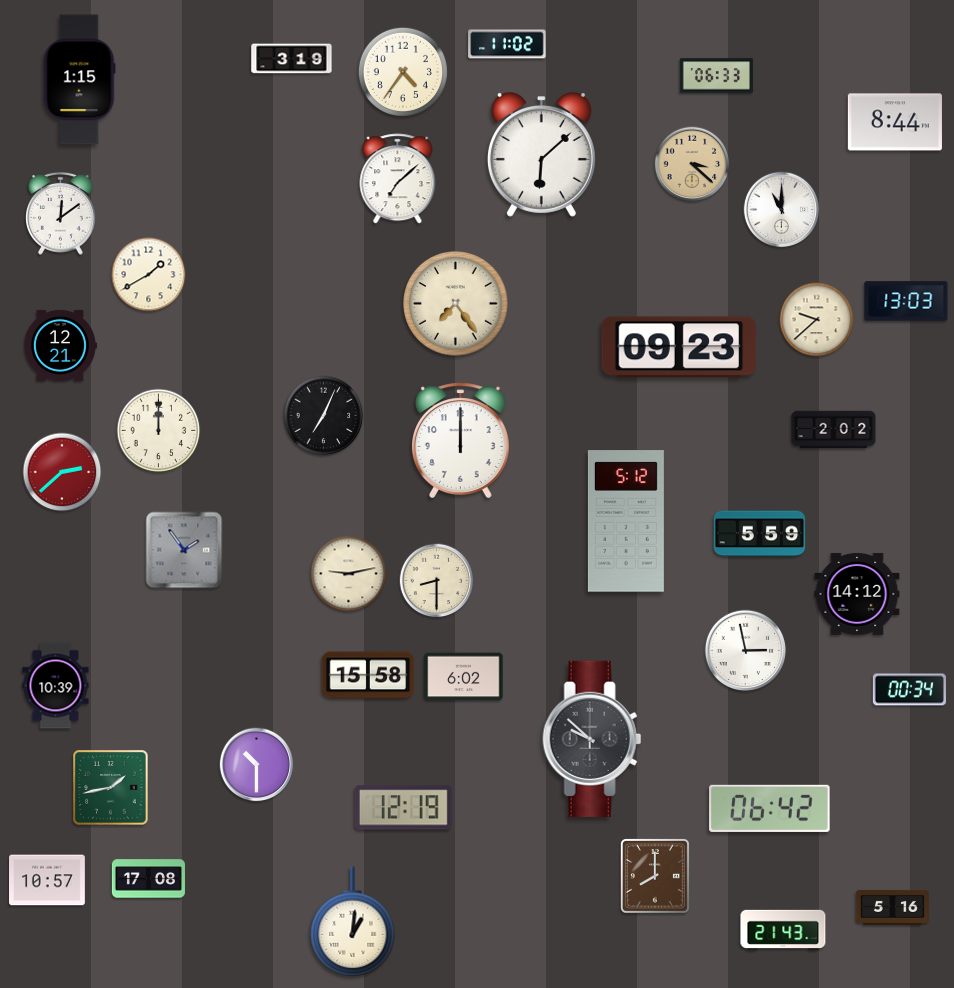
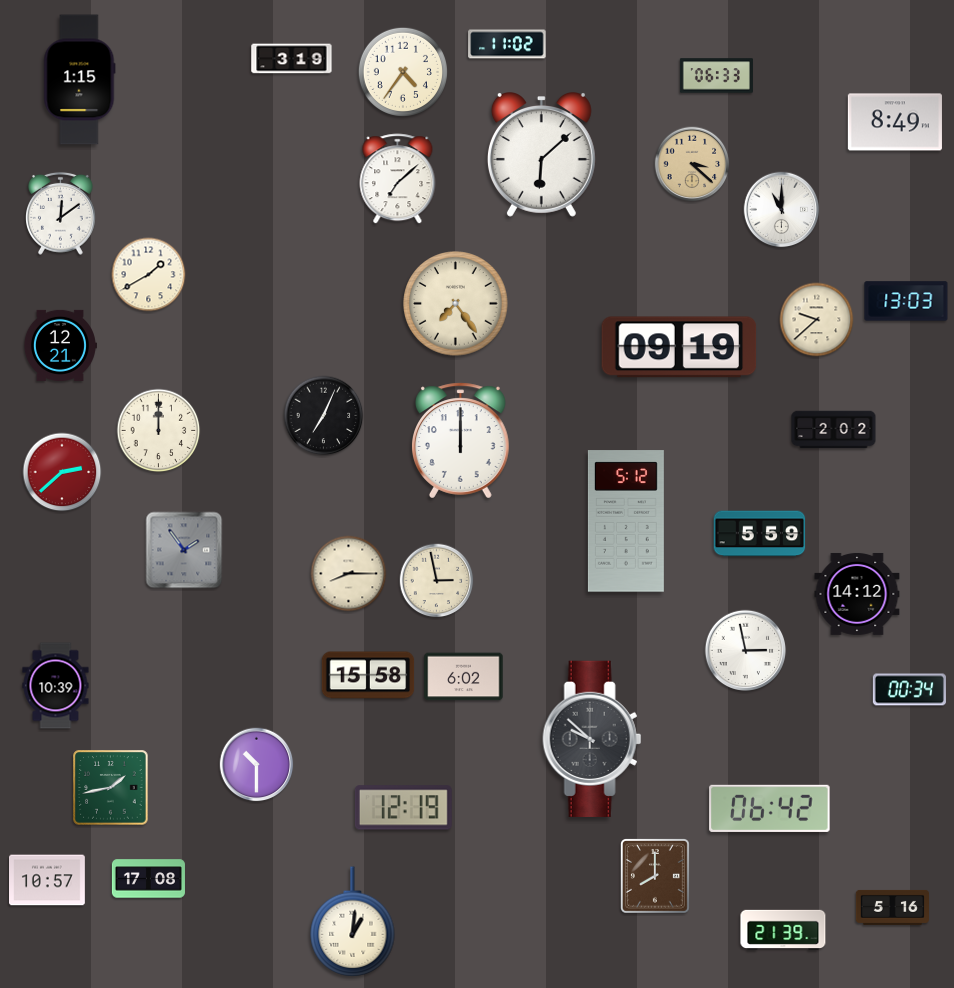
clock at (895, 122): 8:44 -> 8:49
clock at (679, 347): 09:23 -> 09:19
clock at (349, 574): 9:13 -> 8:15
clock at (437, 581): 8:30 -> 2:58
clock at (783, 929): 21:43 -> 21:39
